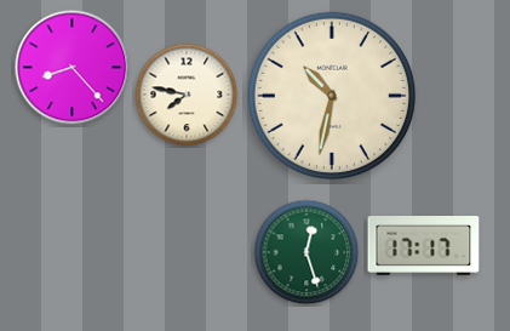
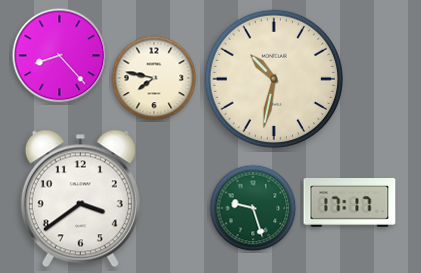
clock at (80, 199): none -> 3:39
clock at (306, 252): 12:27 -> 9:27
